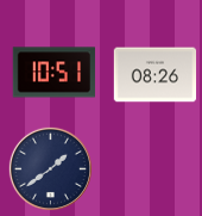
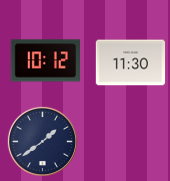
clock at (55, 73): 10:51 -> 10:12
clock at (156, 75): 08:26 -> 11:30
